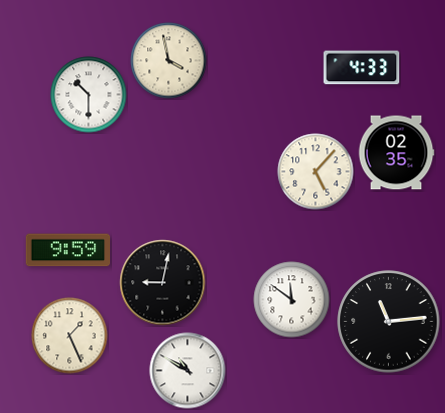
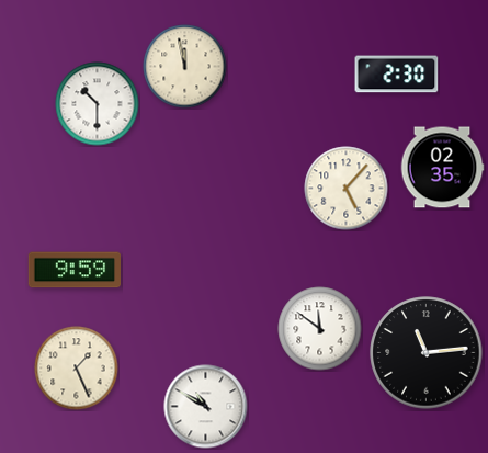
clock at (169, 61): 3:58 -> 11:58
clock at (362, 68): 4:33 -> 2:30
clock at (396, 153) position: (396, 153) -> (442, 168)
clock at (67, 250) position: (67, 250) -> (73, 270)
clock at (163, 283): 9:02 -> none
